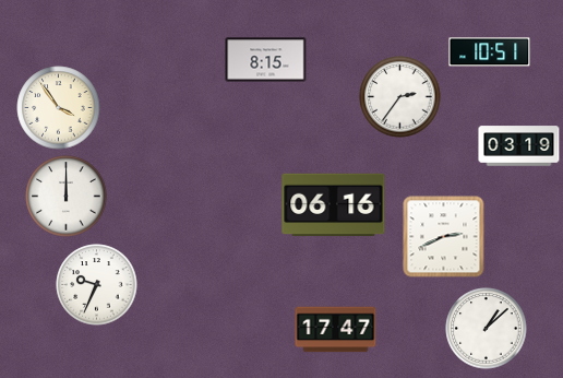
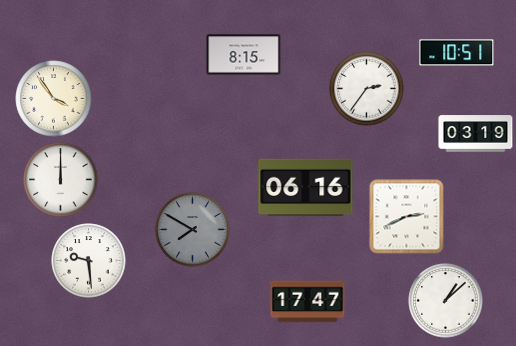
clock at (490, 52) position: (490, 52) -> (457, 53)
clock at (193, 230): none -> 7:50
clock at (97, 285): 9:34 -> 9:29
